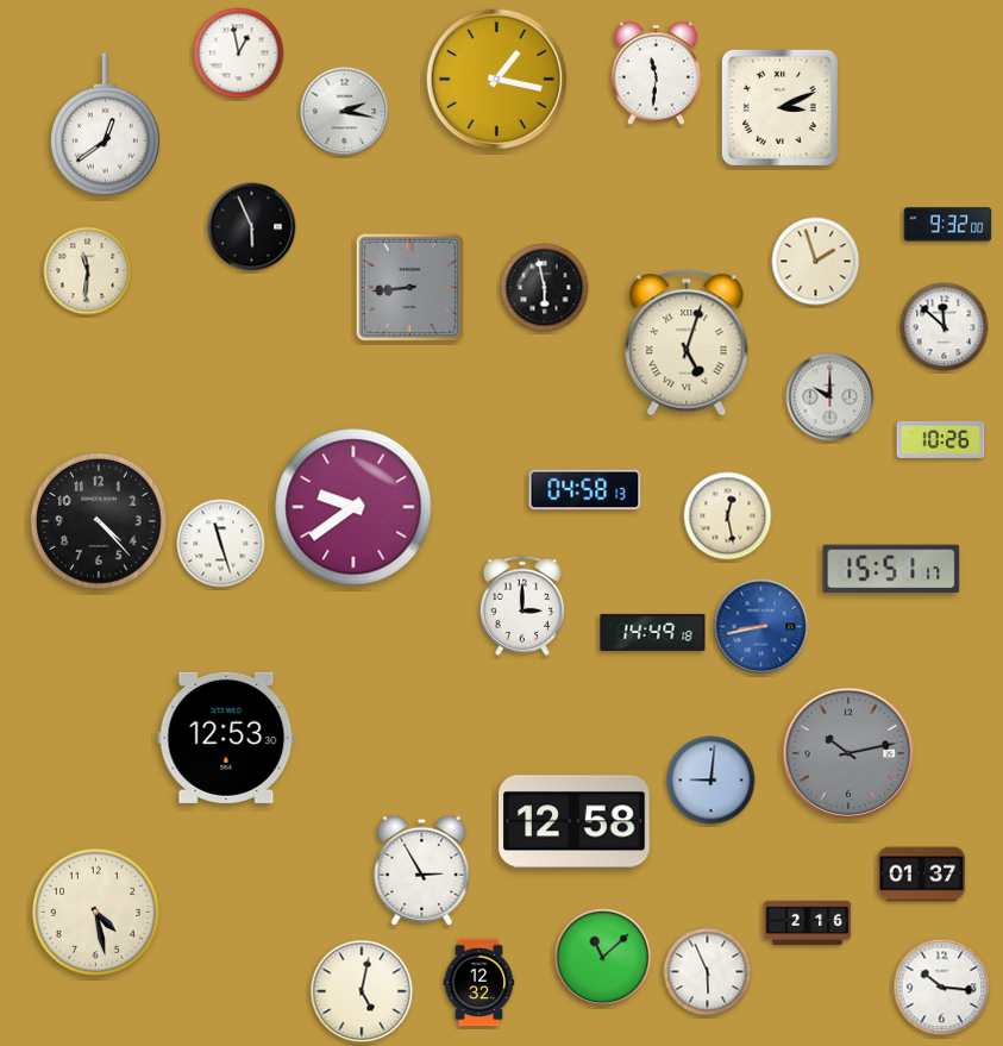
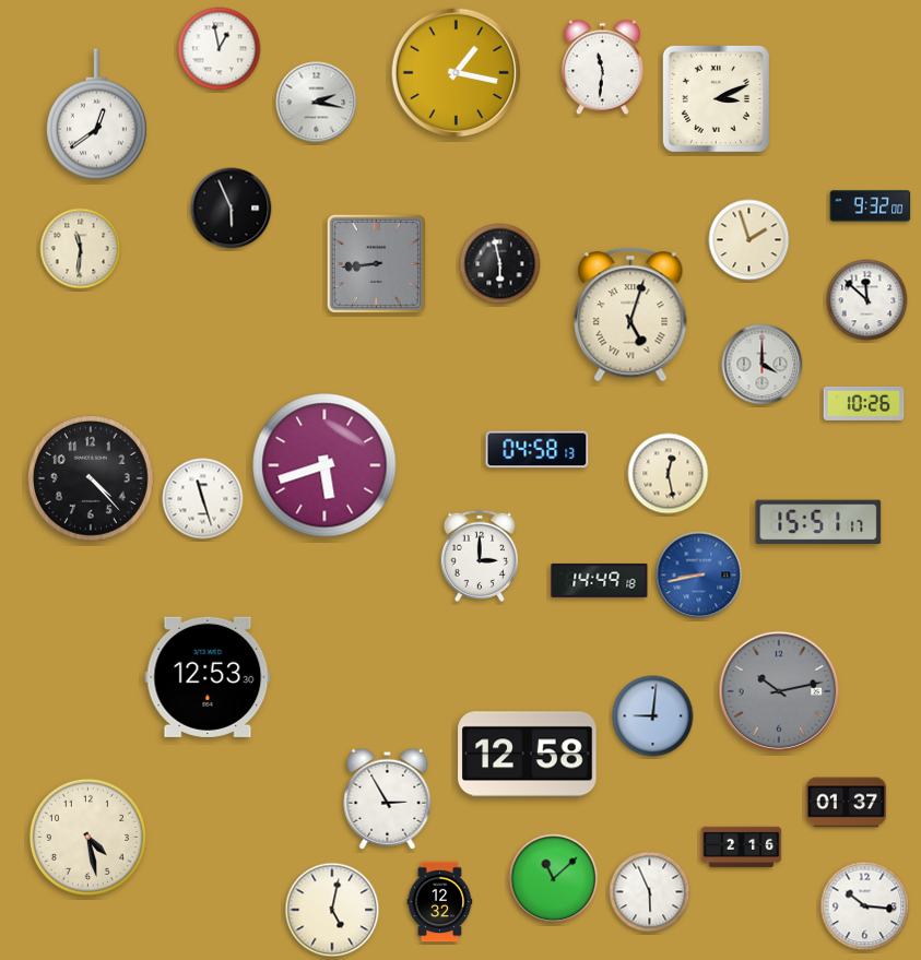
clock at (830, 397): 10:00 -> 4:00
clock at (353, 507): 9:39 -> 5:42
